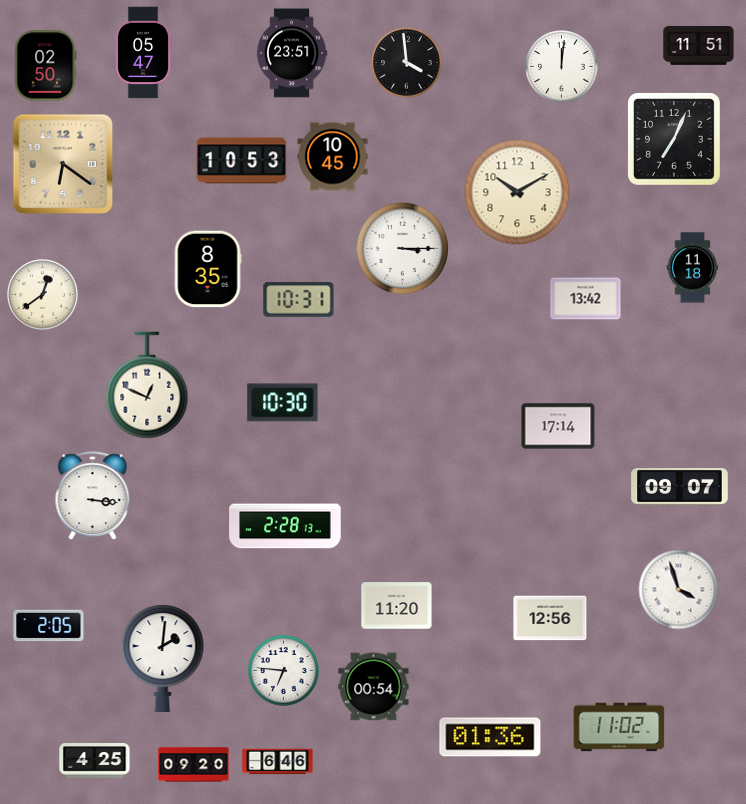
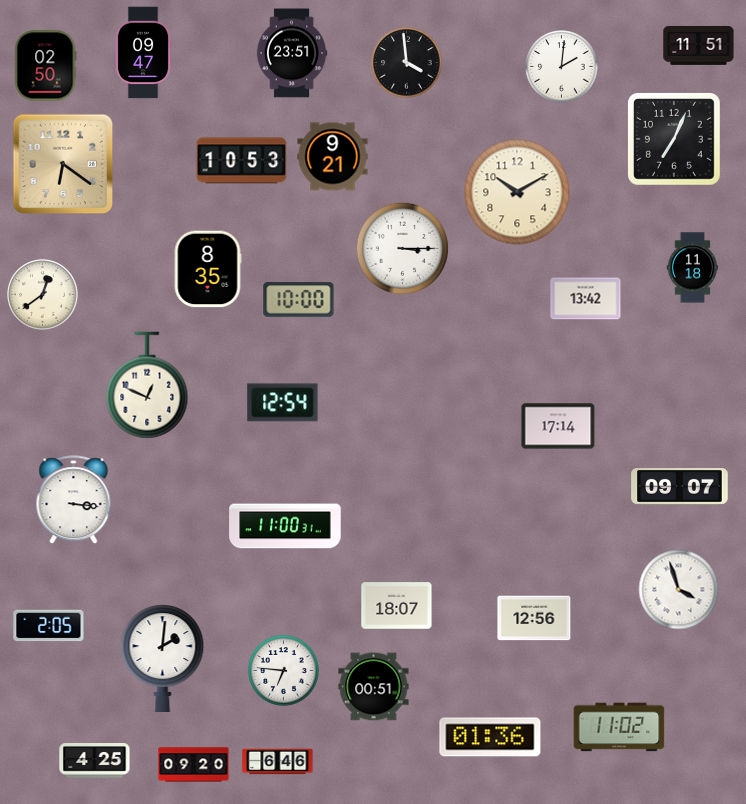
clock at (143, 53): 05:47 -> 09:47
clock at (562, 67): 12:01 -> 2:01
clock at (333, 157): 10:45 -> 9:21
clock at (299, 300): 10:31 -> 10:00
clock at (283, 403): 10:30 -> 12:54
clock at (93, 496) position: (93, 496) -> (74, 500)
clock at (285, 526): 2:28 -> 11:00
clock at (397, 606): 11:20 -> 18:07
clock at (550, 618) position: (550, 618) -> (534, 618)
clock at (374, 687): 00:54 -> 00:51
